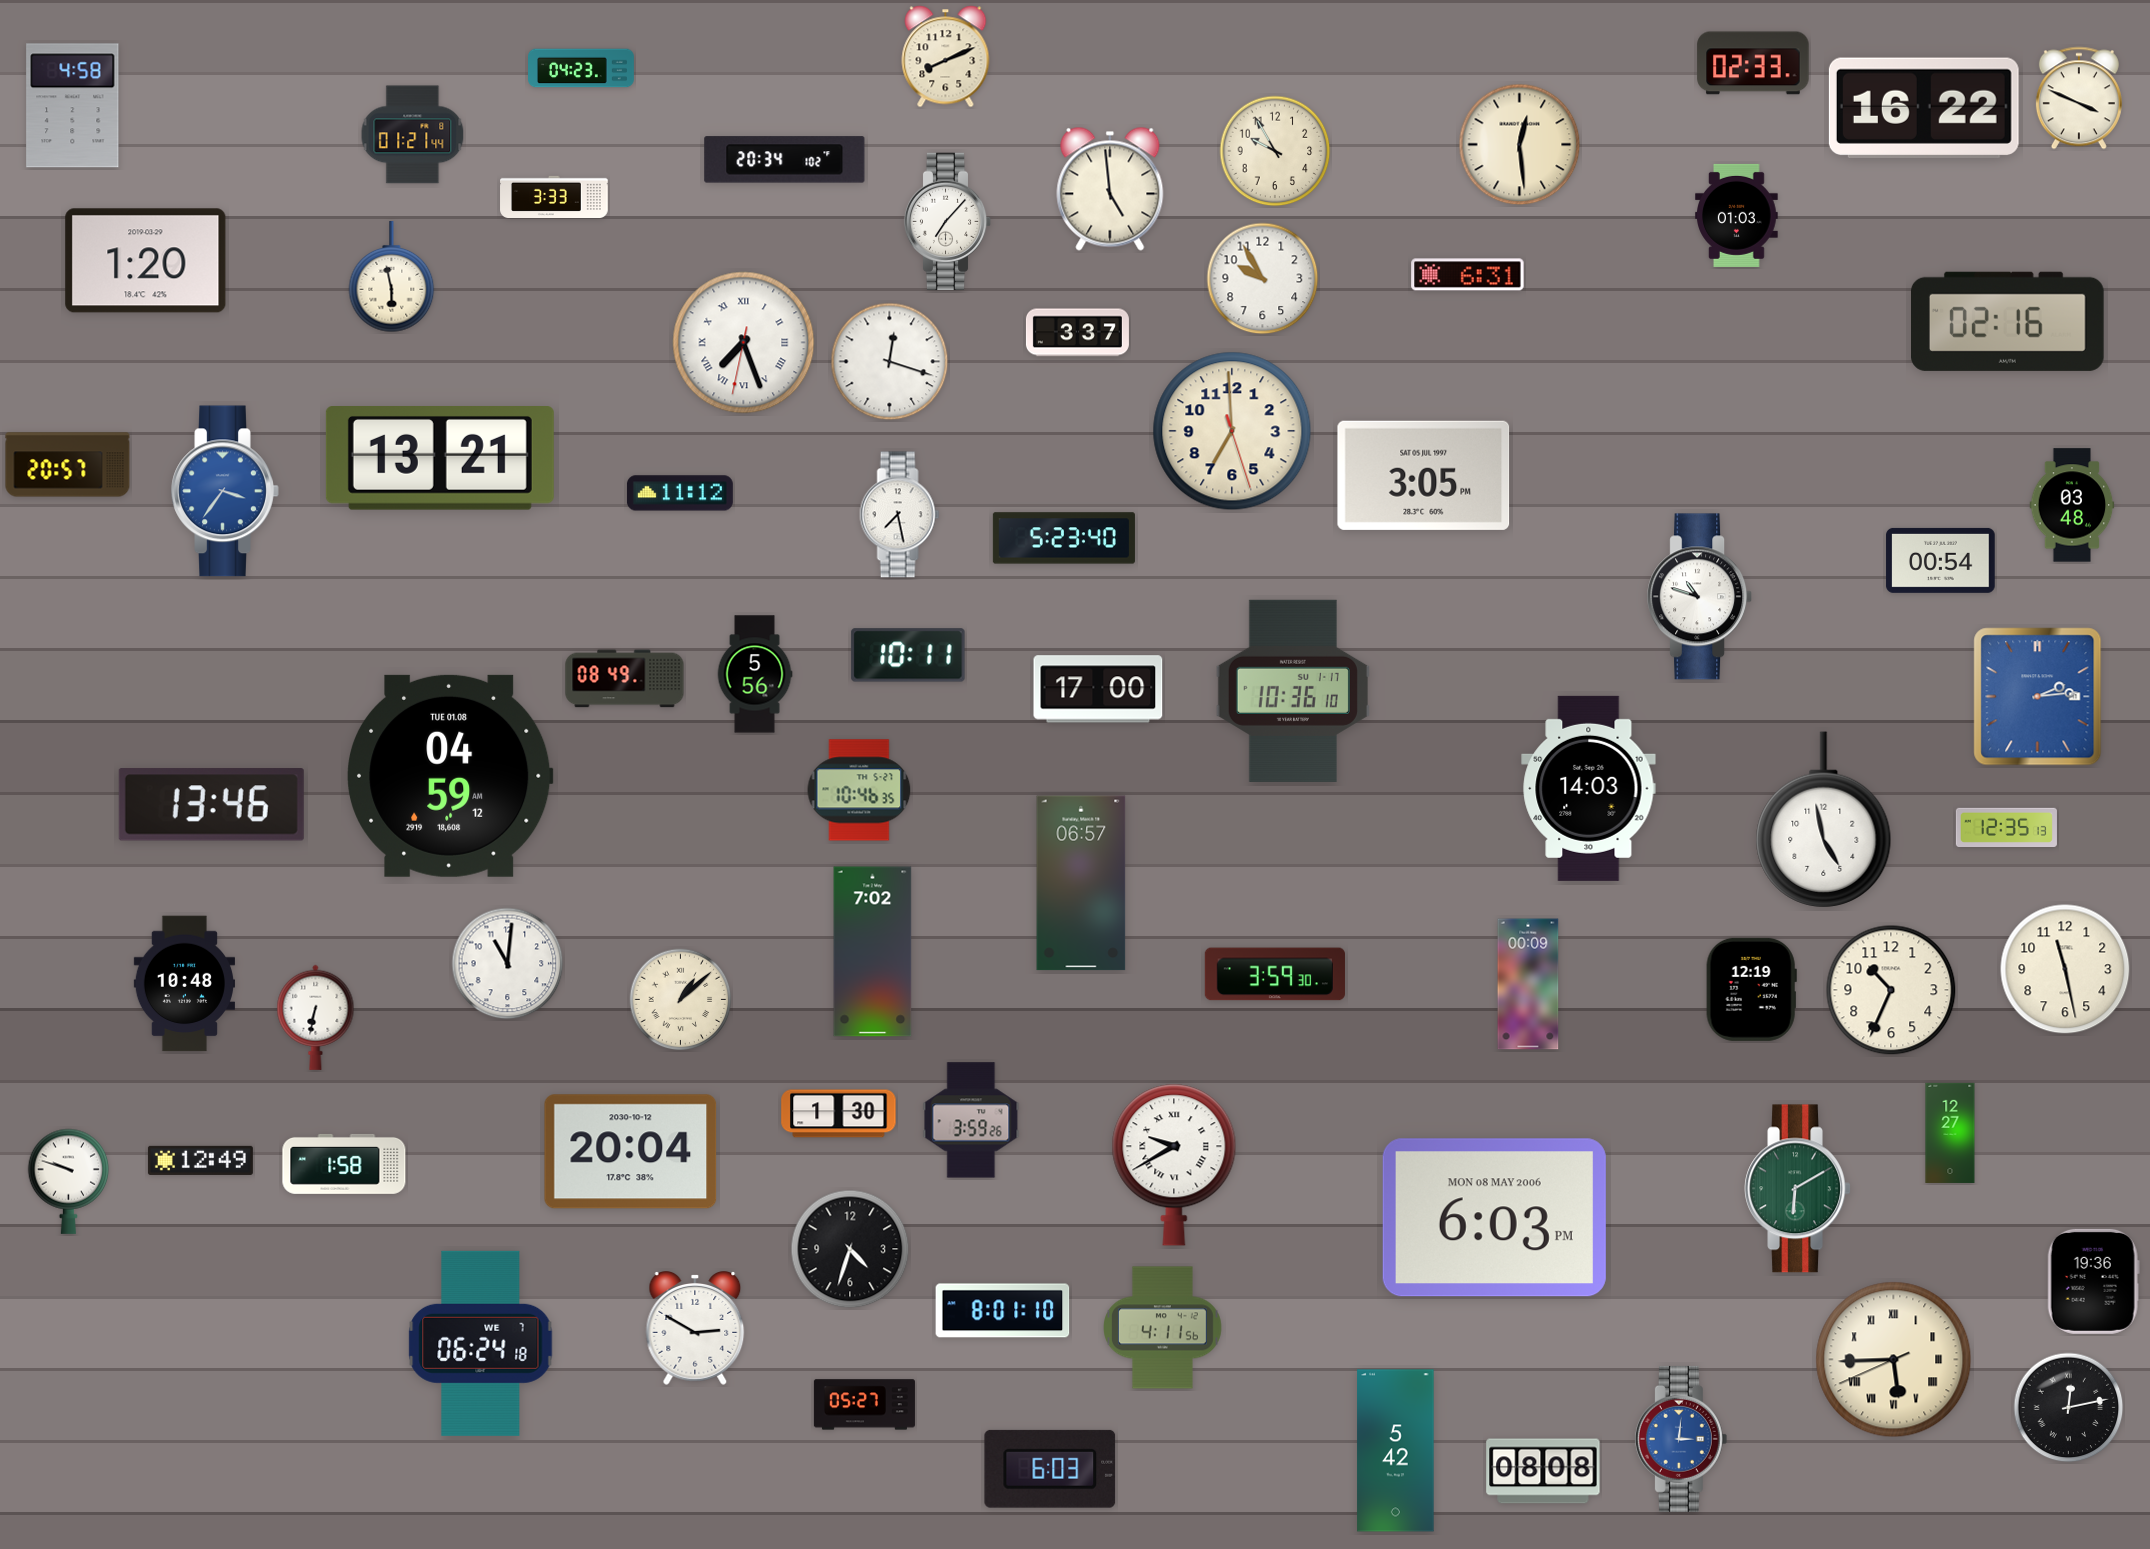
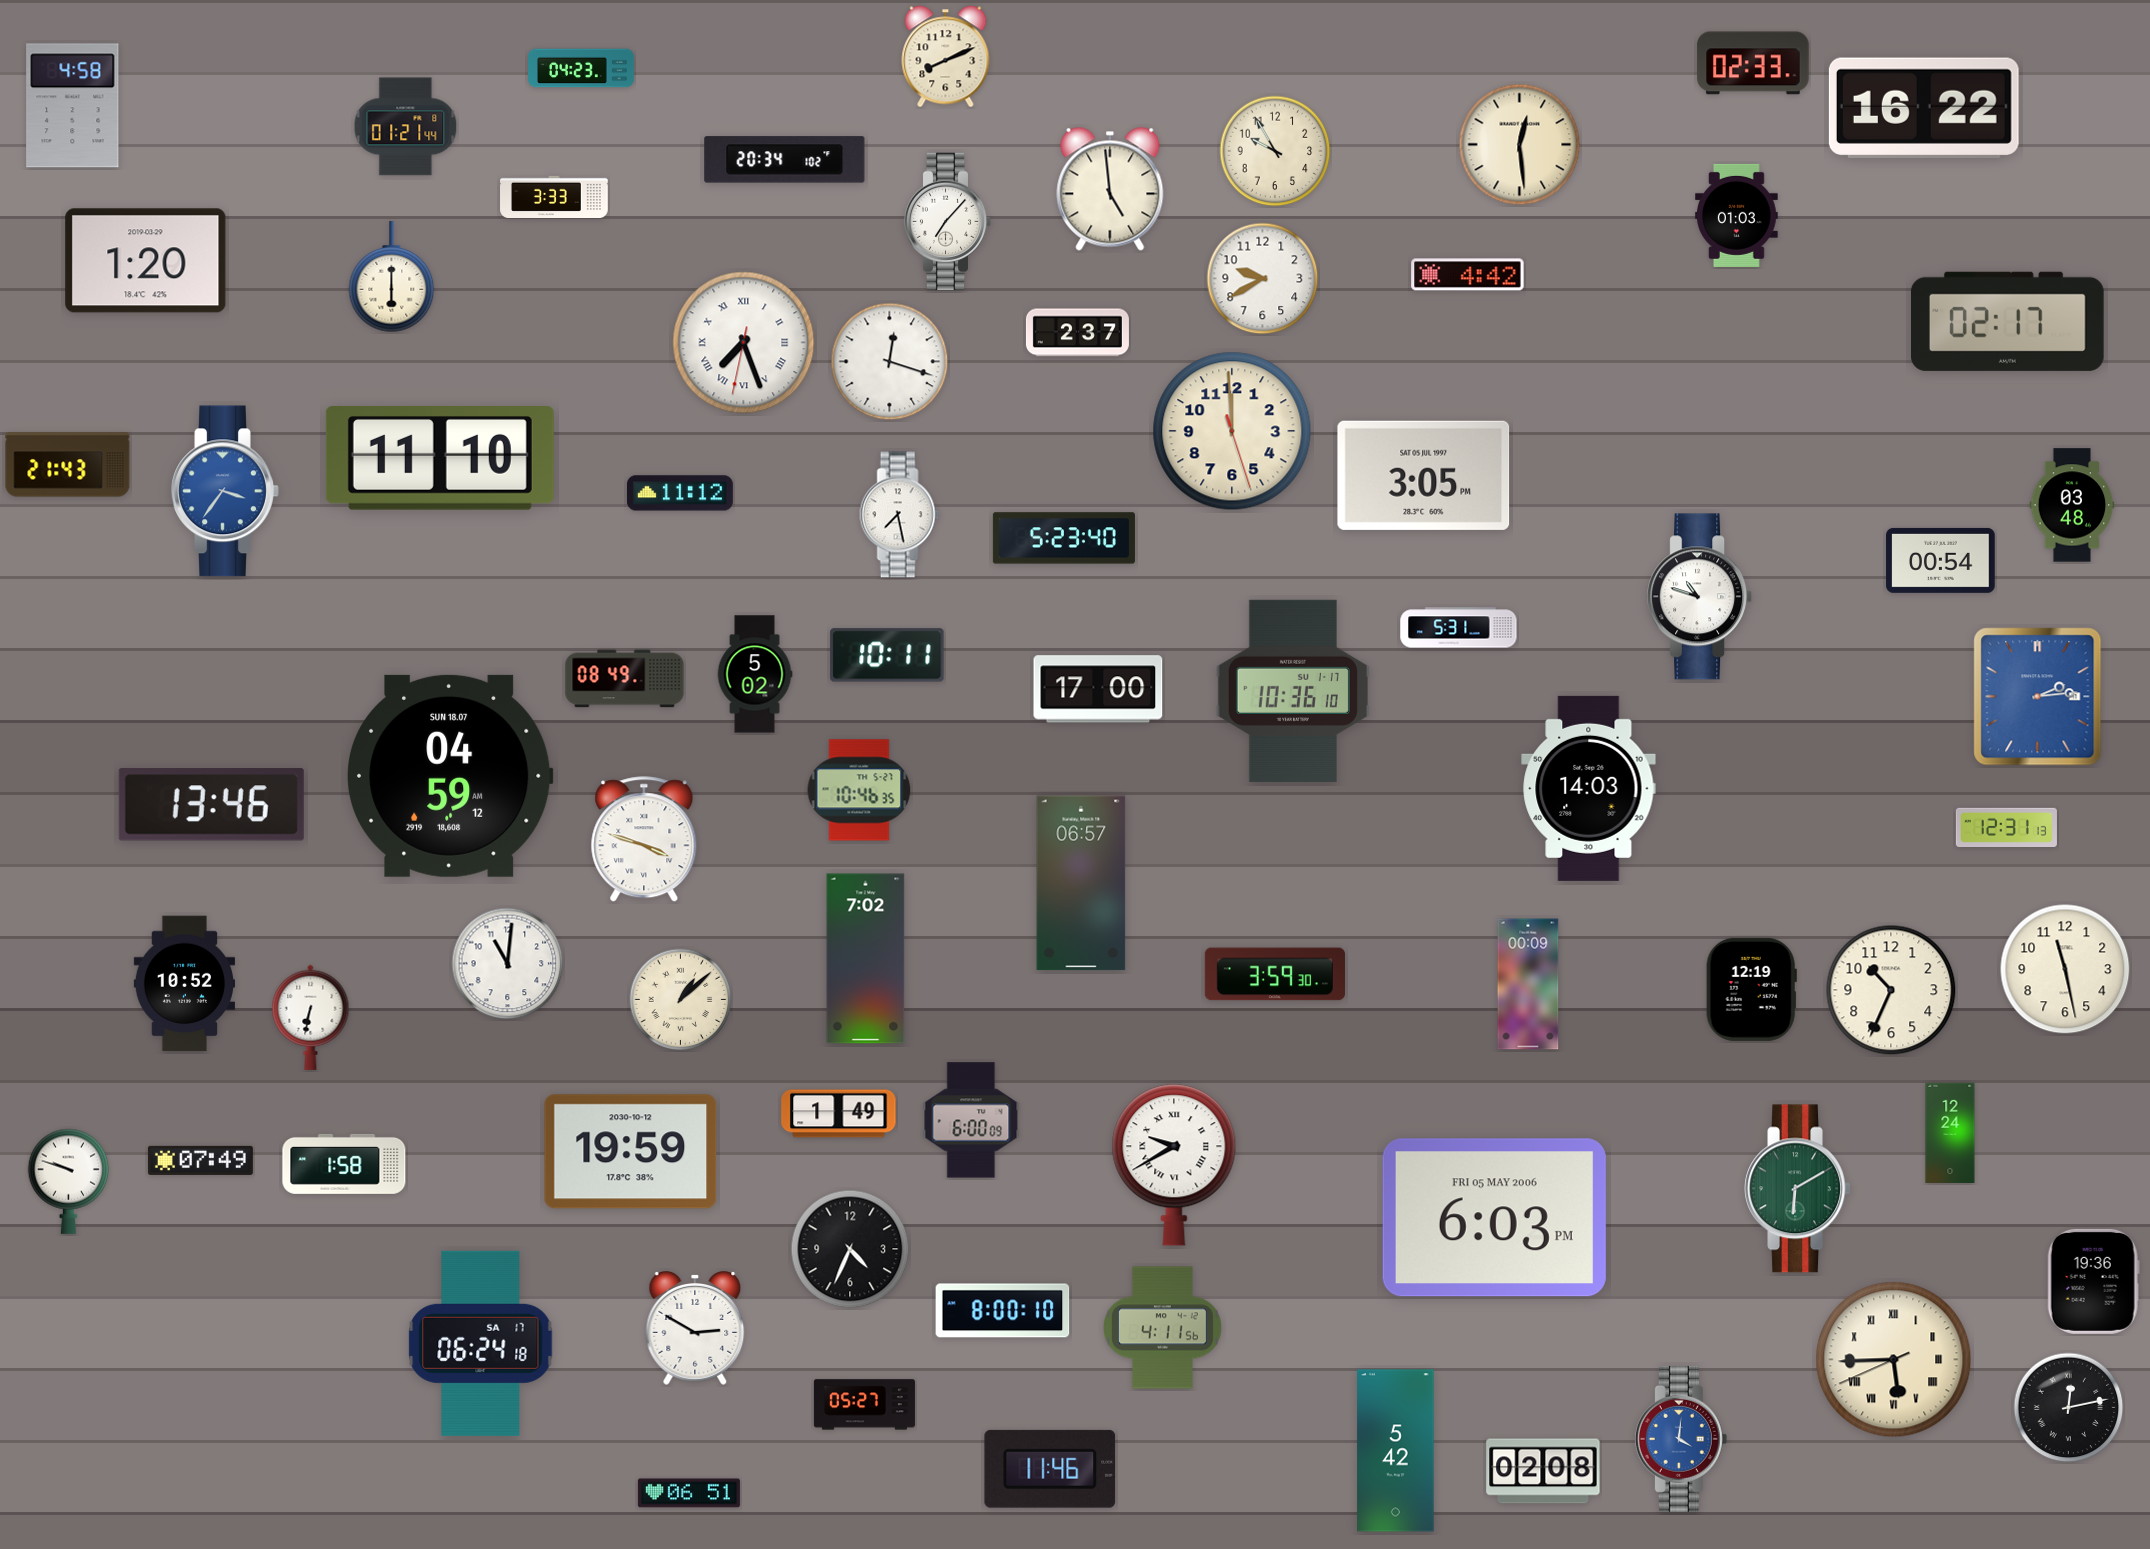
clock at (2079, 98): 3:49 -> none
clock at (413, 135) position: (413, 135) -> (406, 127)
clock at (1468, 275): 6:31 -> 4:42
clock at (392, 277): 5:58 -> 6:00
clock at (1263, 279): 9:55 -> 9:40
clock at (2008, 321): 02:16 -> 02:17
clock at (1077, 333): 3:37 -> 2:37
clock at (1232, 431): 6:59 -> 11:59
clock at (440, 459): 13:21 -> 11:10
clock at (68, 465): 20:57 -> 21:43
clock at (1459, 628): none -> 5:31
clock at (908, 655) position: (908, 655) -> (887, 655)
clock at (755, 674): 5:56 -> 5:02
clock at (451, 776) date: TUE 01.08 -> SUN 18.07
clock at (1824, 820): 4:58 -> none
clock at (2006, 827): 12:35 -> 12:31
clock at (644, 840): none -> 3:48
clock at (873, 952) position: (873, 952) -> (866, 959)
clock at (184, 984): 10:48 -> 10:52
clock at (316, 1017) position: (316, 1017) -> (311, 1017)
clock at (839, 1114): 1:30 -> 1:49
clock at (971, 1120): 3:59 -> 6:00
clock at (1950, 1133): 12:27 -> 12:24
clock at (631, 1152): 20:04 -> 19:59
clock at (200, 1160): 12:49 -> 07:49
clock at (1494, 1218) date: MON 08 MAY 2006 -> FRI 05 MAY 2006
clock at (850, 1249): 4:33 -> 4:34
clock at (1003, 1311): 8:01 -> 8:00
clock at (481, 1343) date: WE 7 -> SA 17
clock at (1681, 1439): 3:01 -> 4:01
clock at (1050, 1469): 6:03 -> 11:46
clock at (1543, 1471): 08:08 -> 02:08
clock at (689, 1493): none -> 06:51
